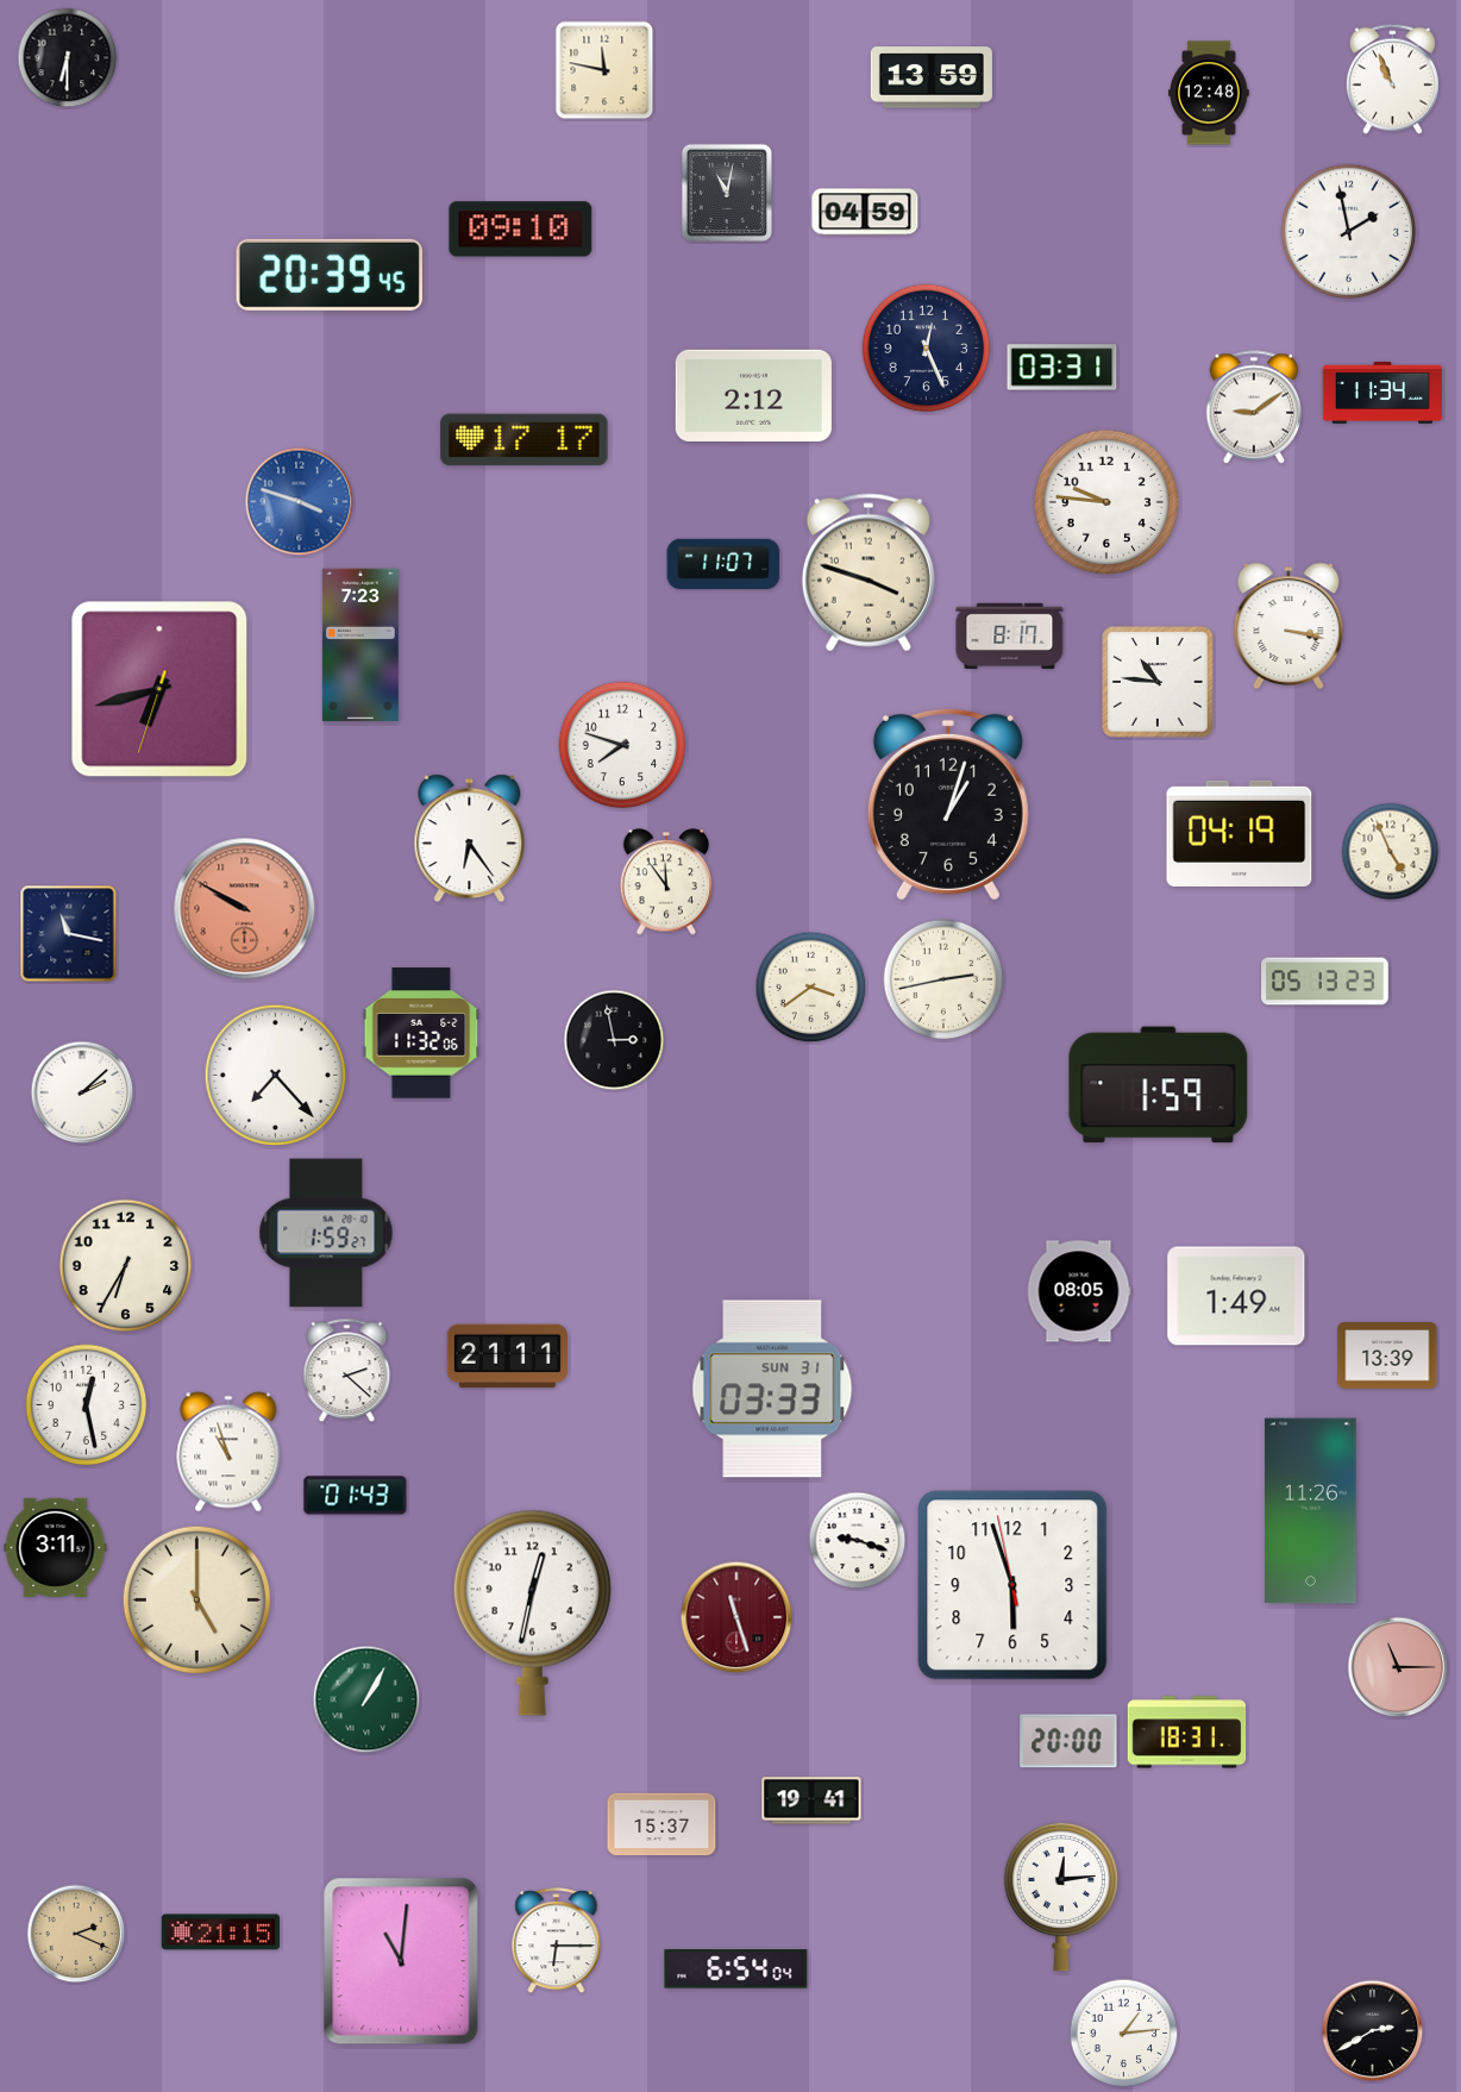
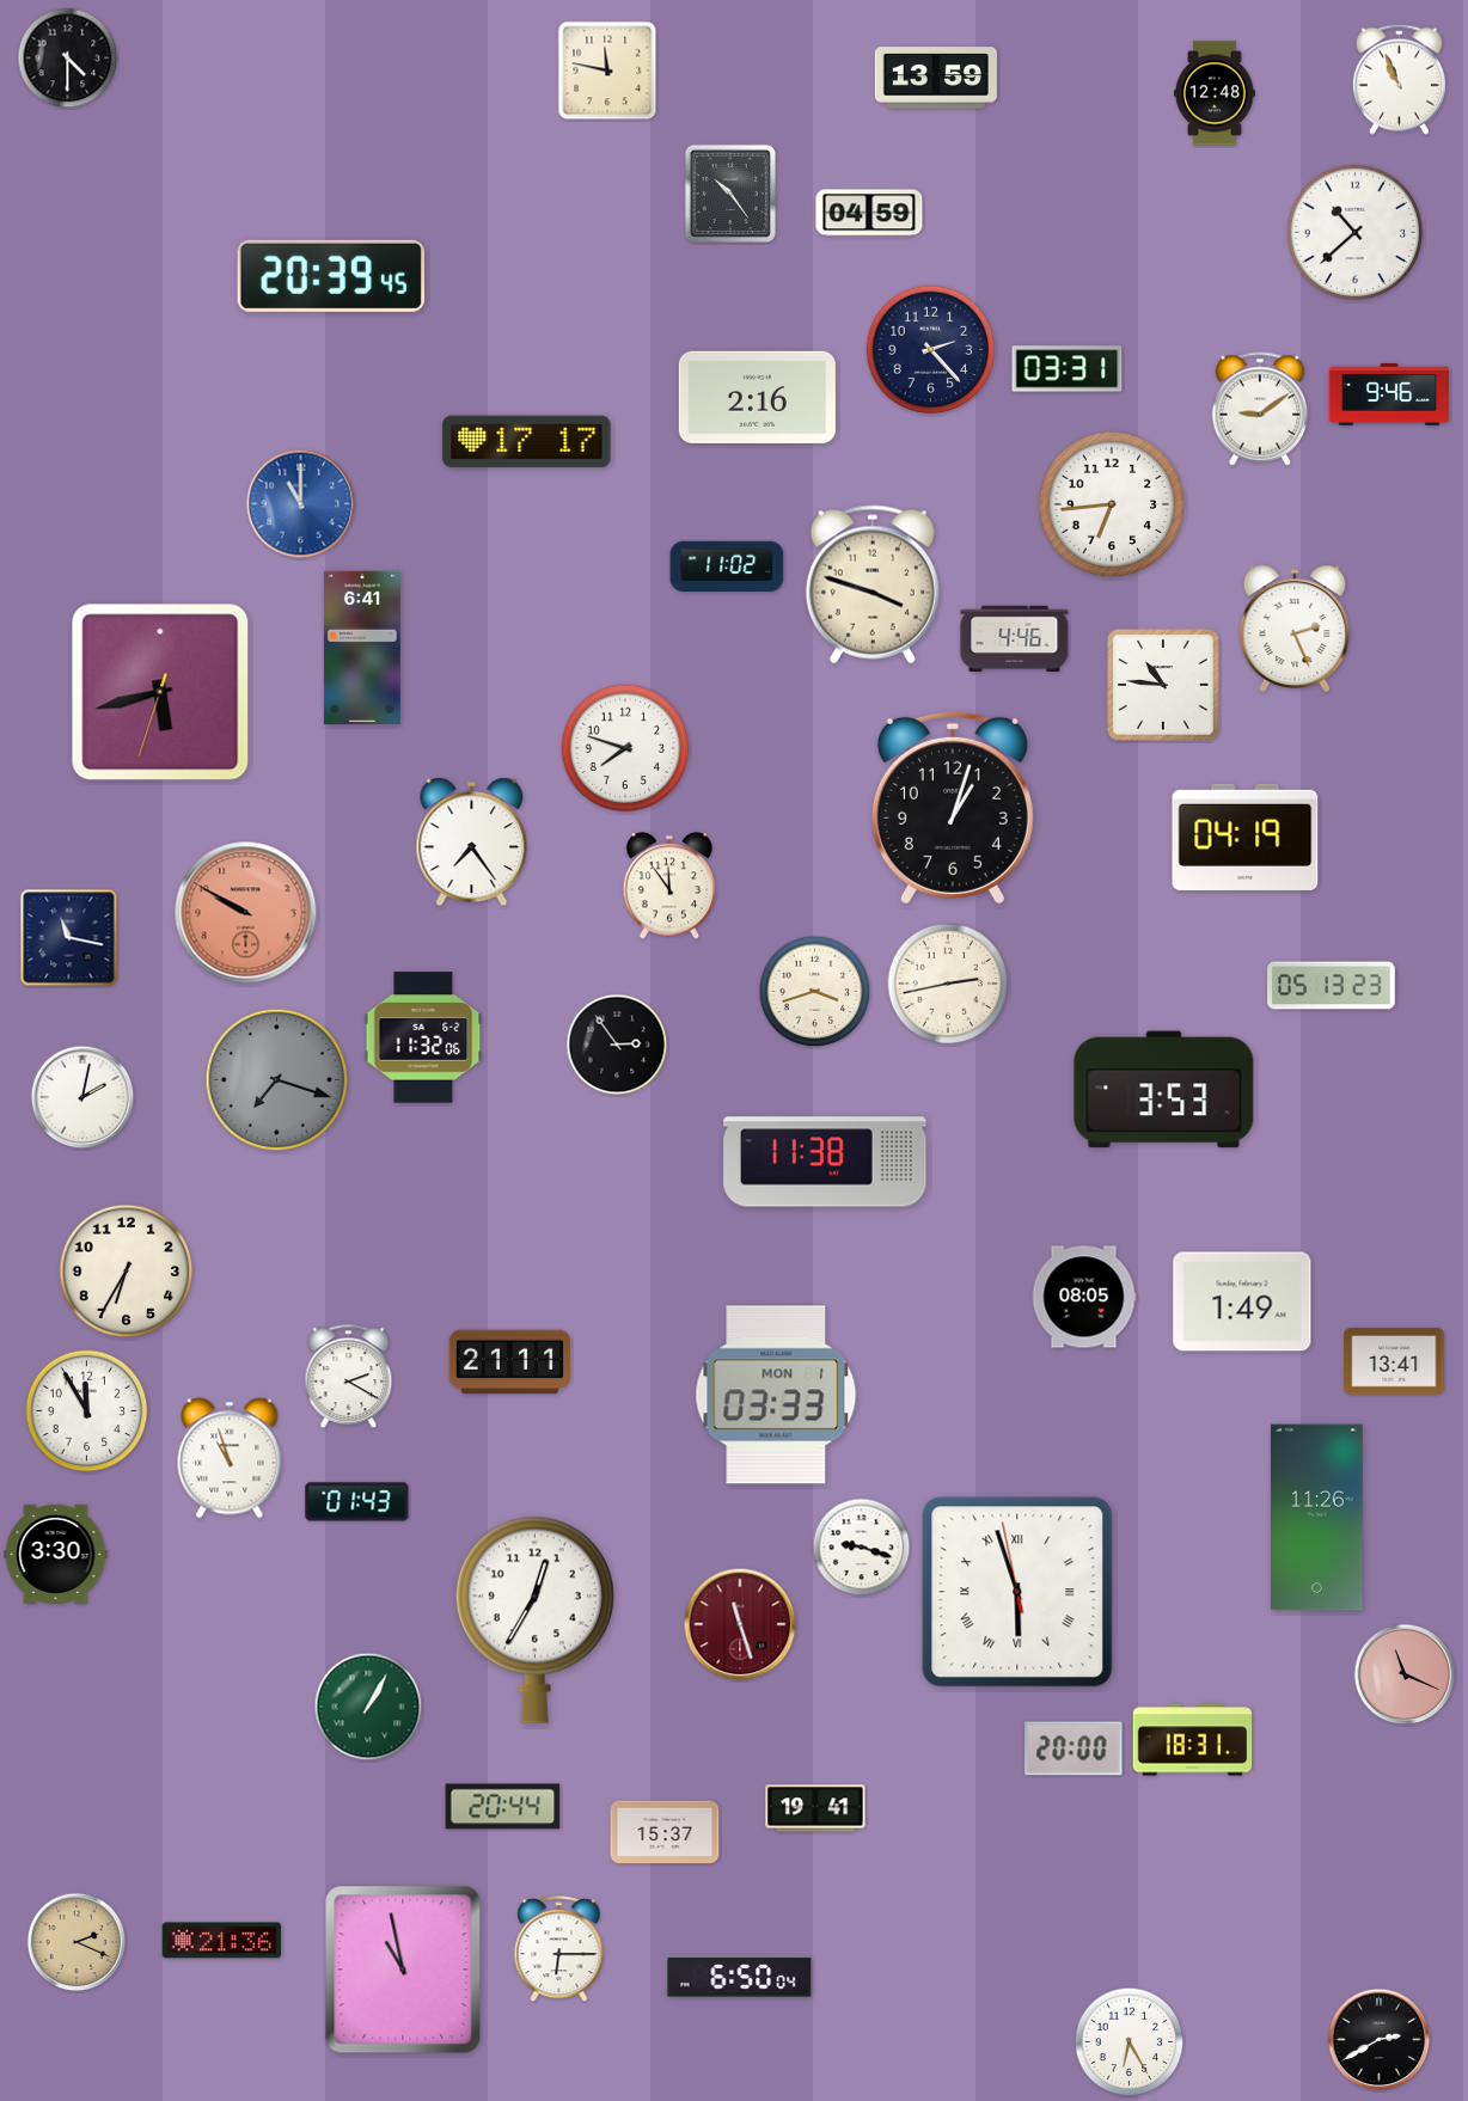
clock at (68, 58): 6:30 -> 4:30
clock at (726, 192): 11:02 -> 10:24
clock at (521, 230): 09:10 -> none
clock at (1349, 232): 1:58 -> 10:38
clock at (927, 349): 12:26 -> 2:23
clock at (1382, 393): 11:34 -> 9:46
clock at (753, 395): 2:12 -> 2:16
clock at (300, 502): 3:48 -> 11:00
clock at (1106, 502): 9:46 -> 6:44
clock at (723, 564): 11:07 -> 11:02
clock at (869, 572) position: (869, 572) -> (873, 584)
clock at (1288, 625): 3:17 -> 2:26
clock at (1010, 635): 8:17 -> 4:46
clock at (360, 645): 7:23 -> 6:41
clock at (159, 689): 6:42 -> 5:42
clock at (470, 839): 6:24 -> 7:24
clock at (1391, 852): 4:56 -> none
clock at (811, 988): 3:39 -> 3:42
clock at (614, 1040): 2:58 -> 2:54
clock at (276, 1076): 7:23 -> 7:18
clock at (276, 1076) dial: white -> grey
clock at (1159, 1085): 1:59 -> 3:53
clock at (82, 1092): 2:08 -> 2:02
clock at (825, 1162): none -> 11:38
clock at (326, 1233): 1:59 -> none
clock at (1387, 1355): 13:39 -> 13:41
clock at (347, 1371): 2:22 -> 2:20
clock at (772, 1389) date: SUN 31 -> MON 1
clock at (87, 1405): 12:28 -> 11:55
clock at (56, 1547): 3:11 -> 3:30
clock at (1012, 1585) numerals: Arabic -> Roman
clock at (197, 1601): 5:00 -> none
clock at (532, 1612): 12:32 -> 12:35
clock at (1398, 1667): 11:15 -> 11:19
clock at (503, 1807): none -> 20:44
clock at (1061, 1897): 12:14 -> none
clock at (221, 1933): 21:15 -> 21:36
clock at (401, 1961): 11:01 -> 10:58
clock at (736, 1969): 6:54 -> 6:50
clock at (1124, 2034): 1:14 -> 6:25
